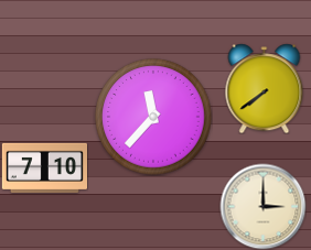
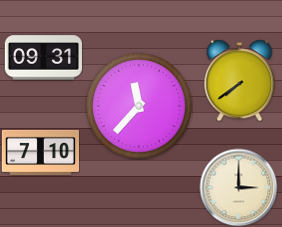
clock at (43, 58): none -> 09:31
